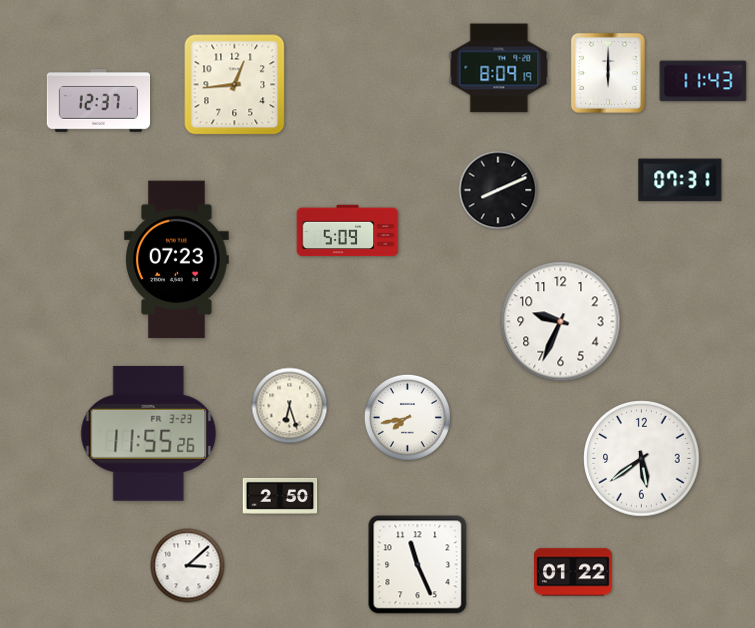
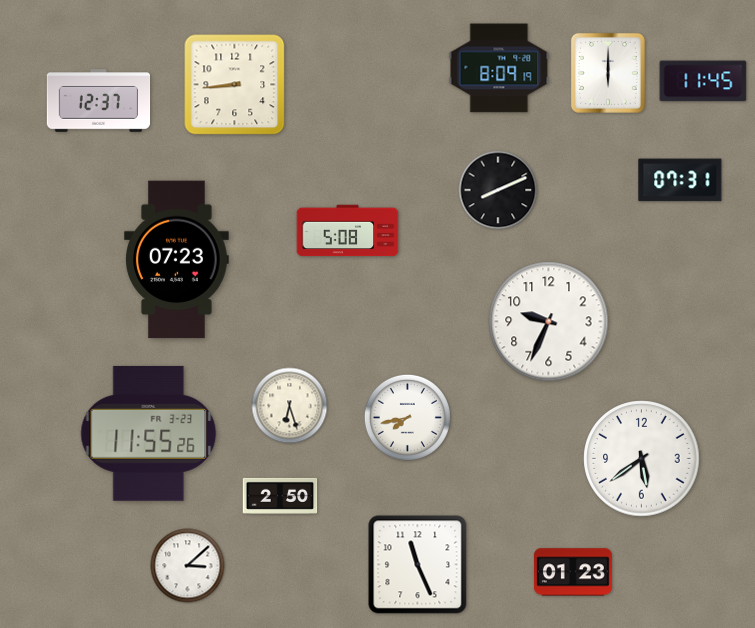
clock at (703, 81): 11:43 -> 11:45
clock at (235, 85): 12:44 -> 8:44
clock at (348, 231): 5:09 -> 5:08
clock at (561, 322) position: (561, 322) -> (549, 322)
clock at (573, 572): 01:22 -> 01:23
